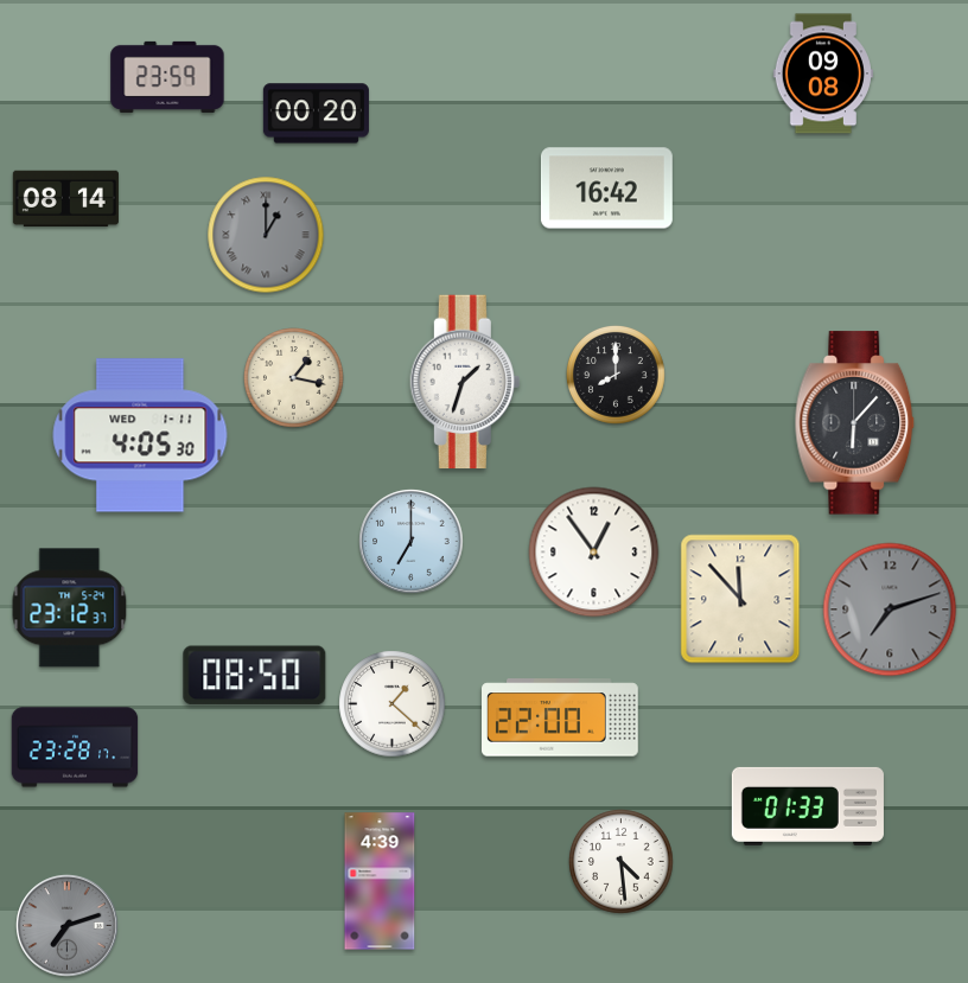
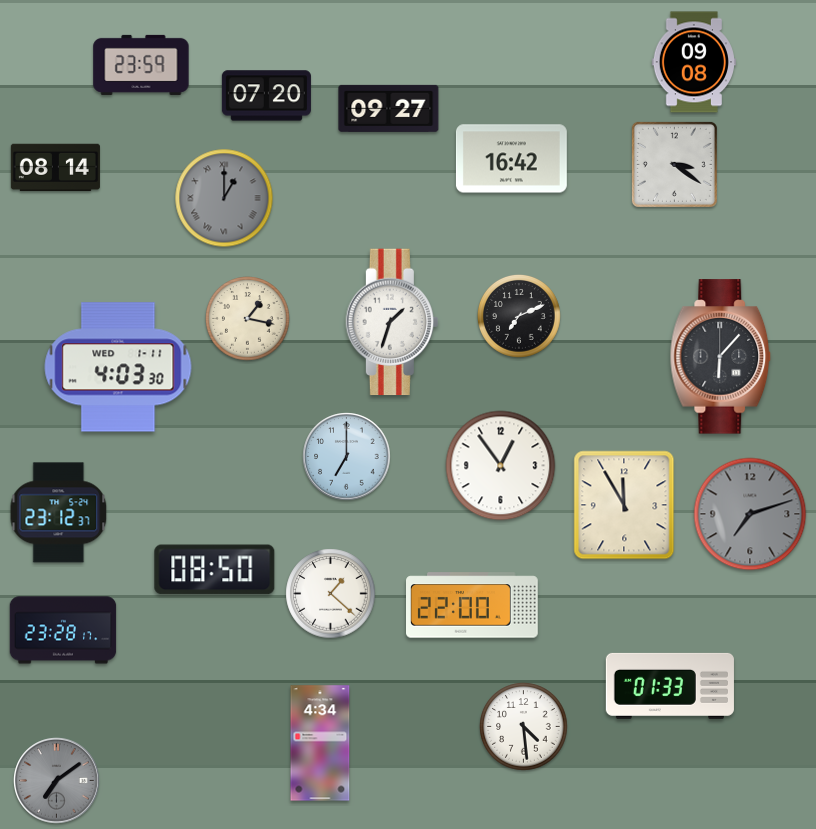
clock at (316, 114): 00:20 -> 07:20
clock at (389, 108): none -> 09:27
clock at (674, 164): none -> 3:21
clock at (616, 375): 8:00 -> 7:11
clock at (140, 435): 4:05 -> 4:03
clock at (740, 599): 11:53 -> 11:55
clock at (808, 806) position: (808, 806) -> (670, 686)
clock at (380, 881): 4:39 -> 4:34
clock at (68, 926): 7:12 -> 7:09
